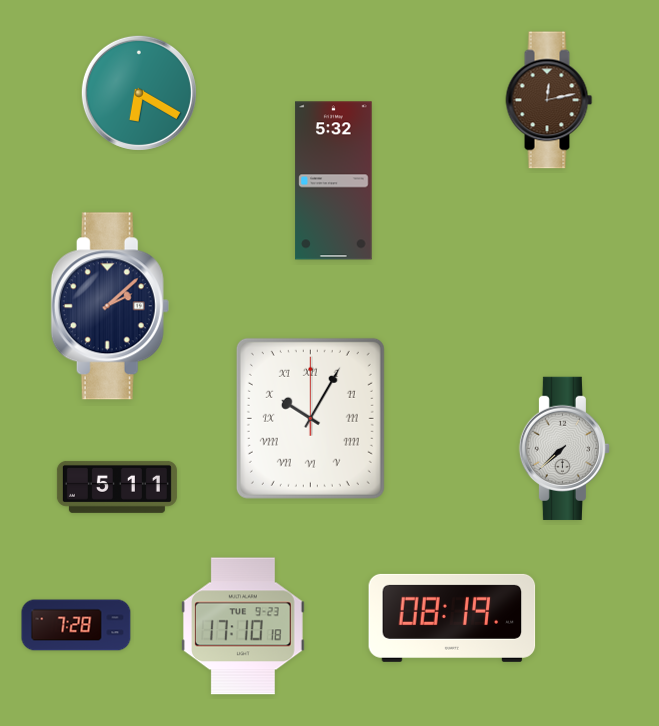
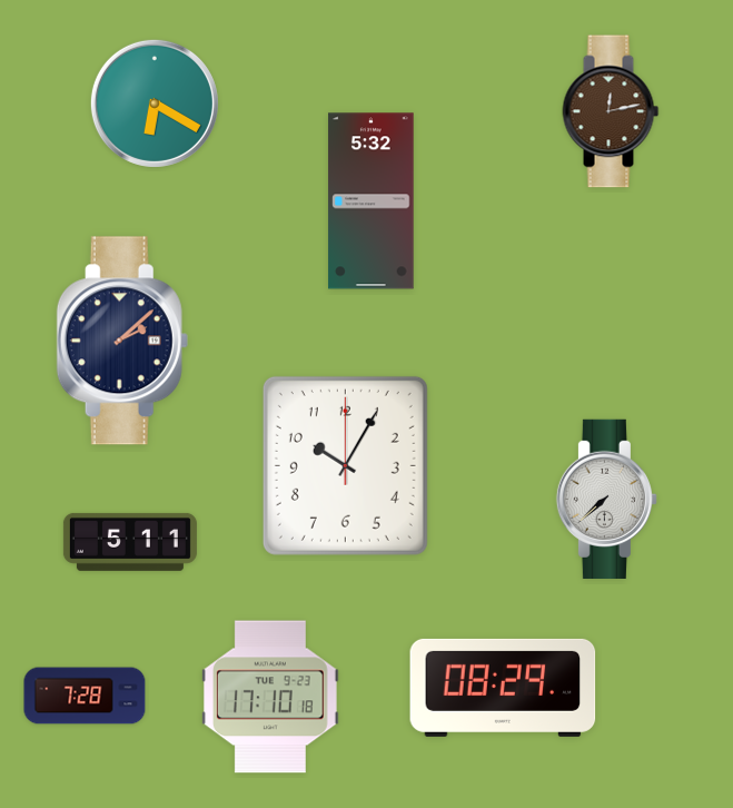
clock at (310, 418) numerals: Roman -> Arabic
clock at (564, 448) position: (564, 448) -> (606, 499)
clock at (452, 618): 08:19 -> 08:29
